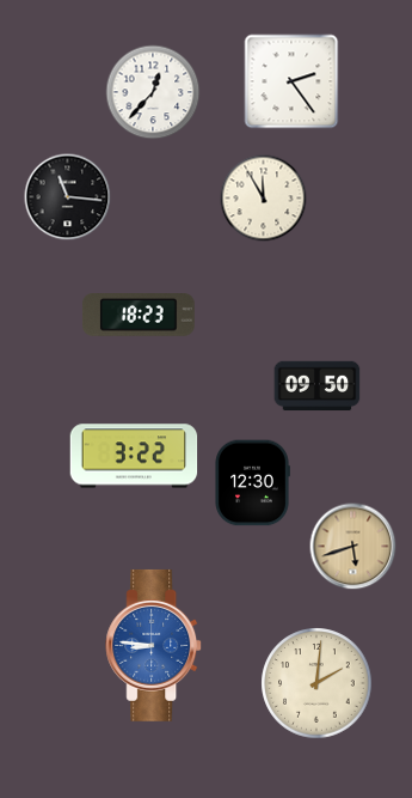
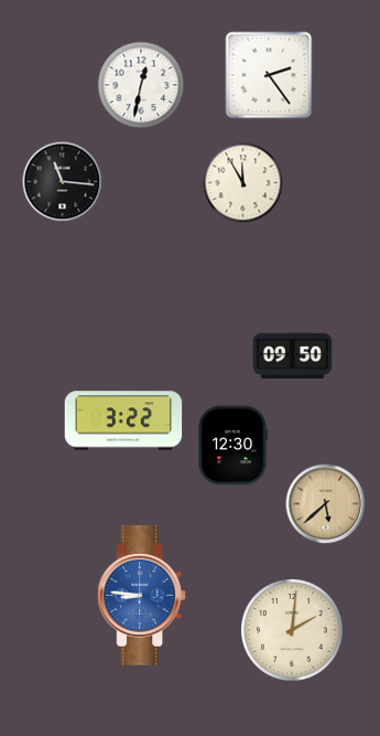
clock at (153, 92): 12:37 -> 12:32
clock at (140, 316): 18:23 -> none
clock at (353, 547): 5:42 -> 5:38
